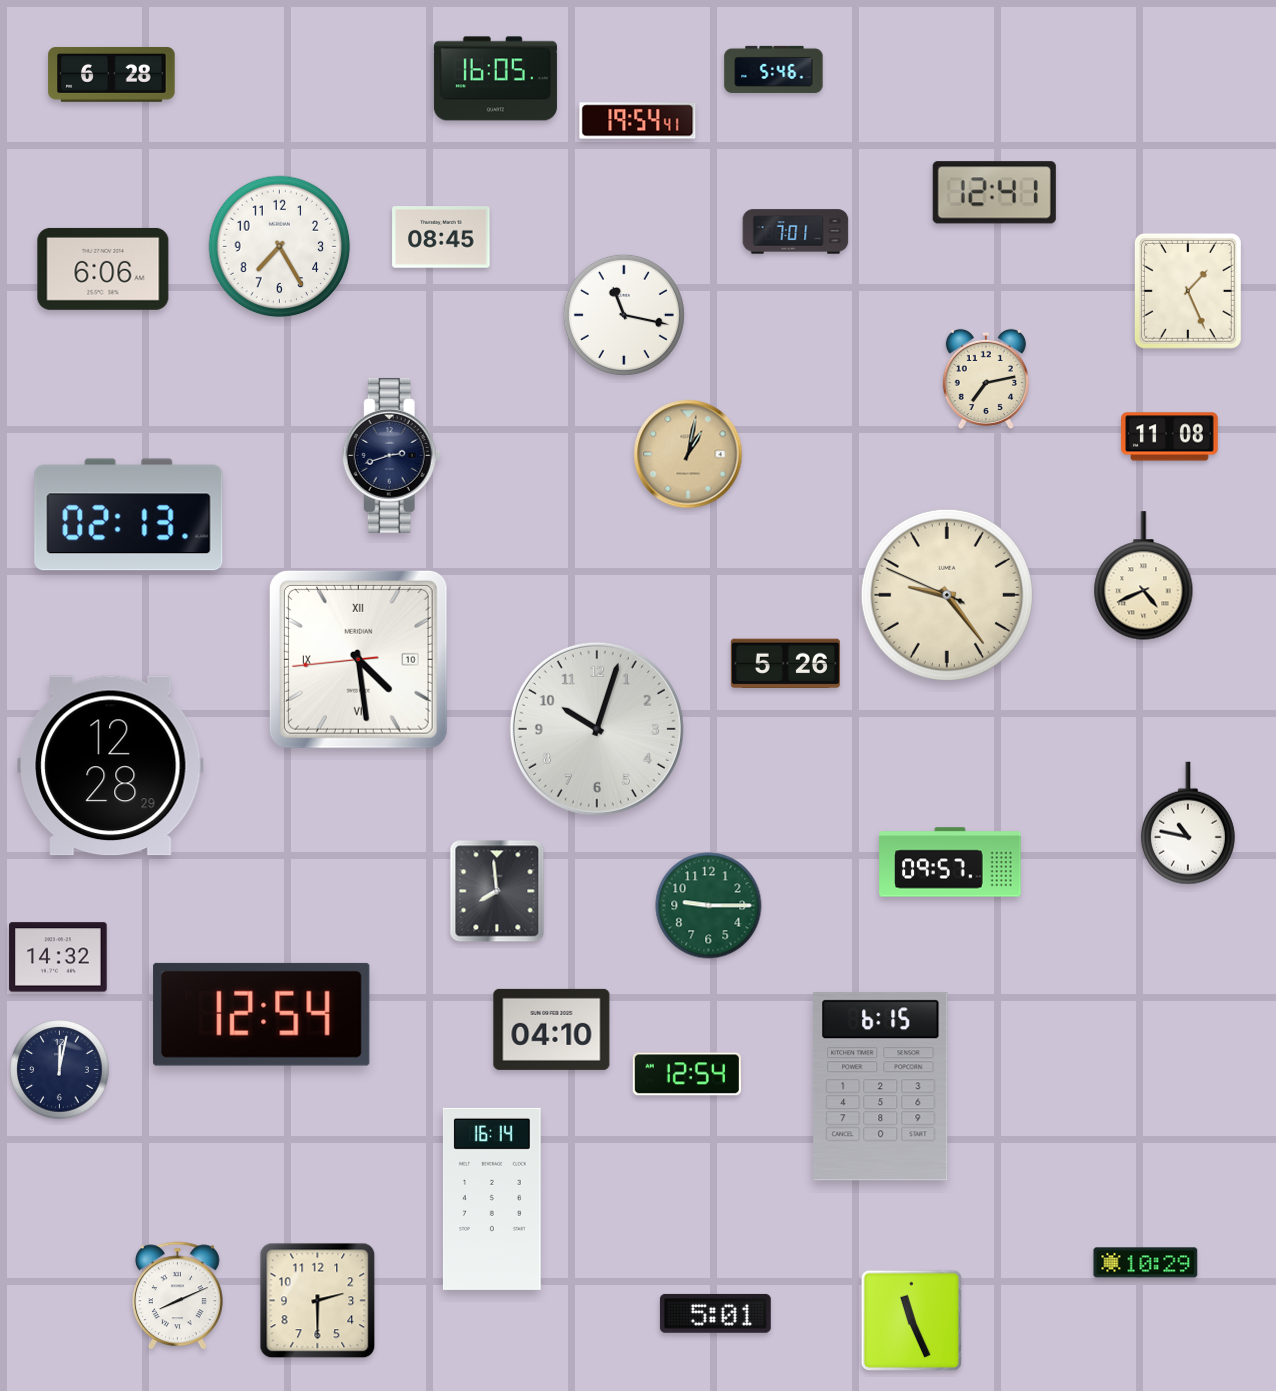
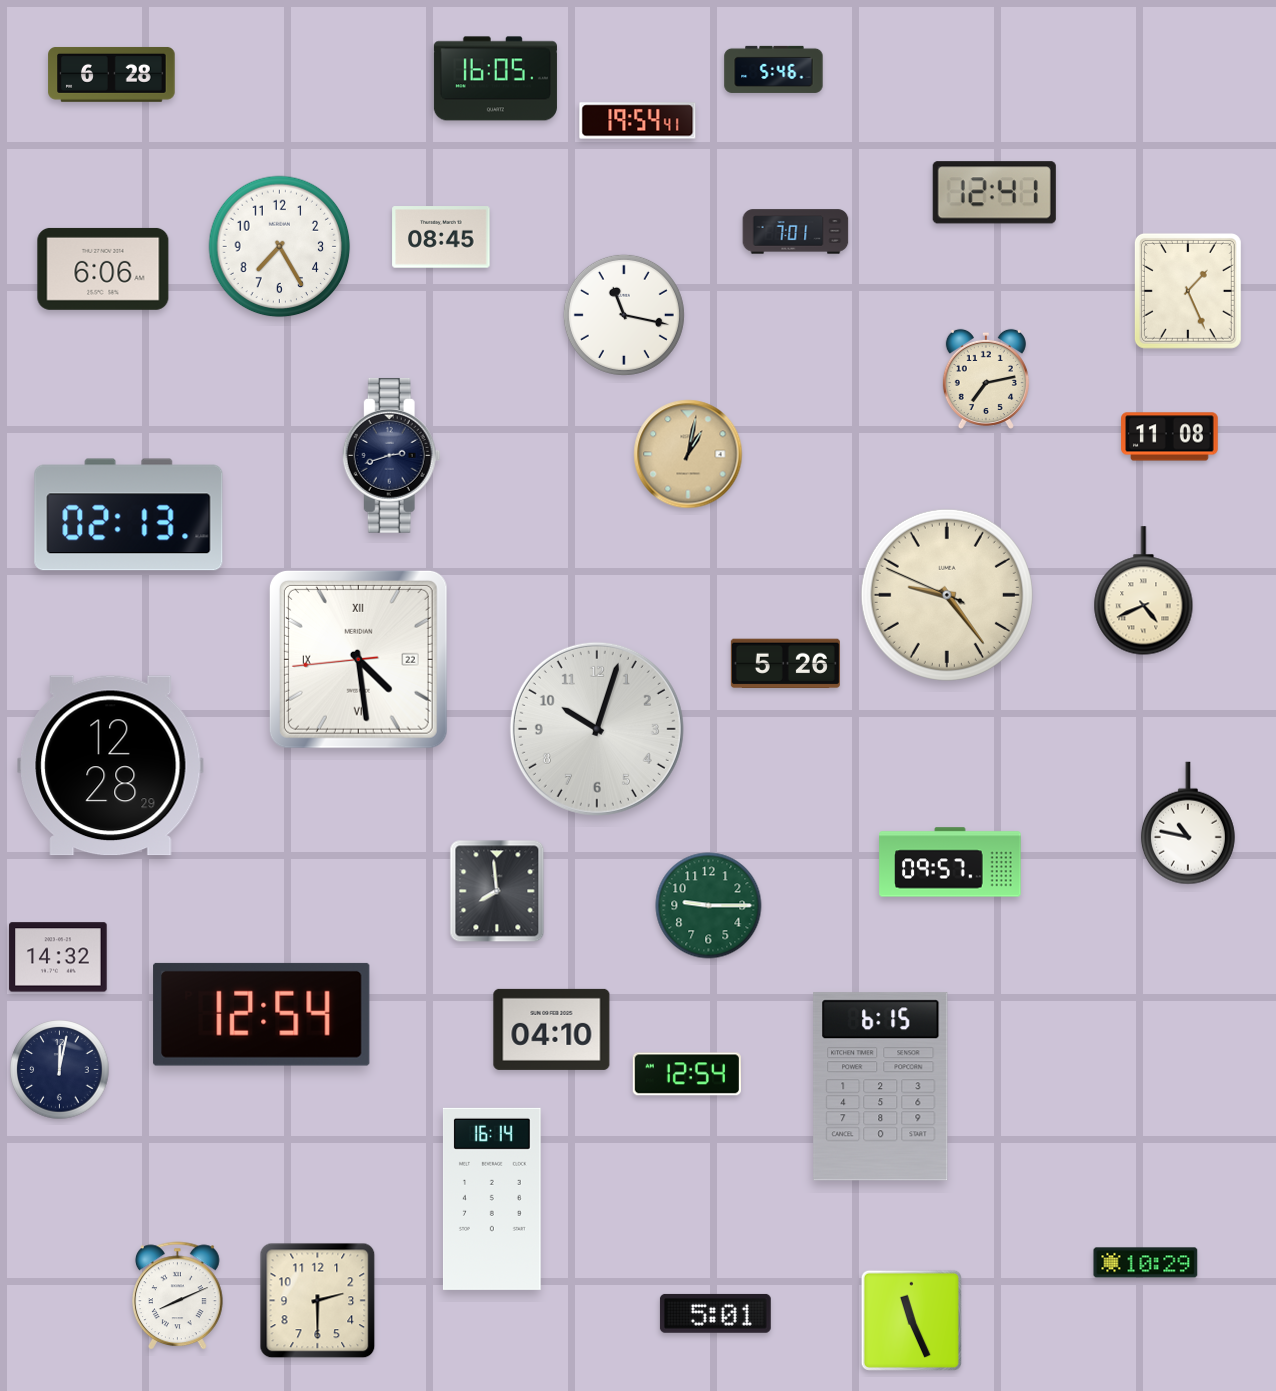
clock at (1144, 576) position: (1144, 576) -> (1144, 591)
clock at (358, 659) date: 10 -> 22
